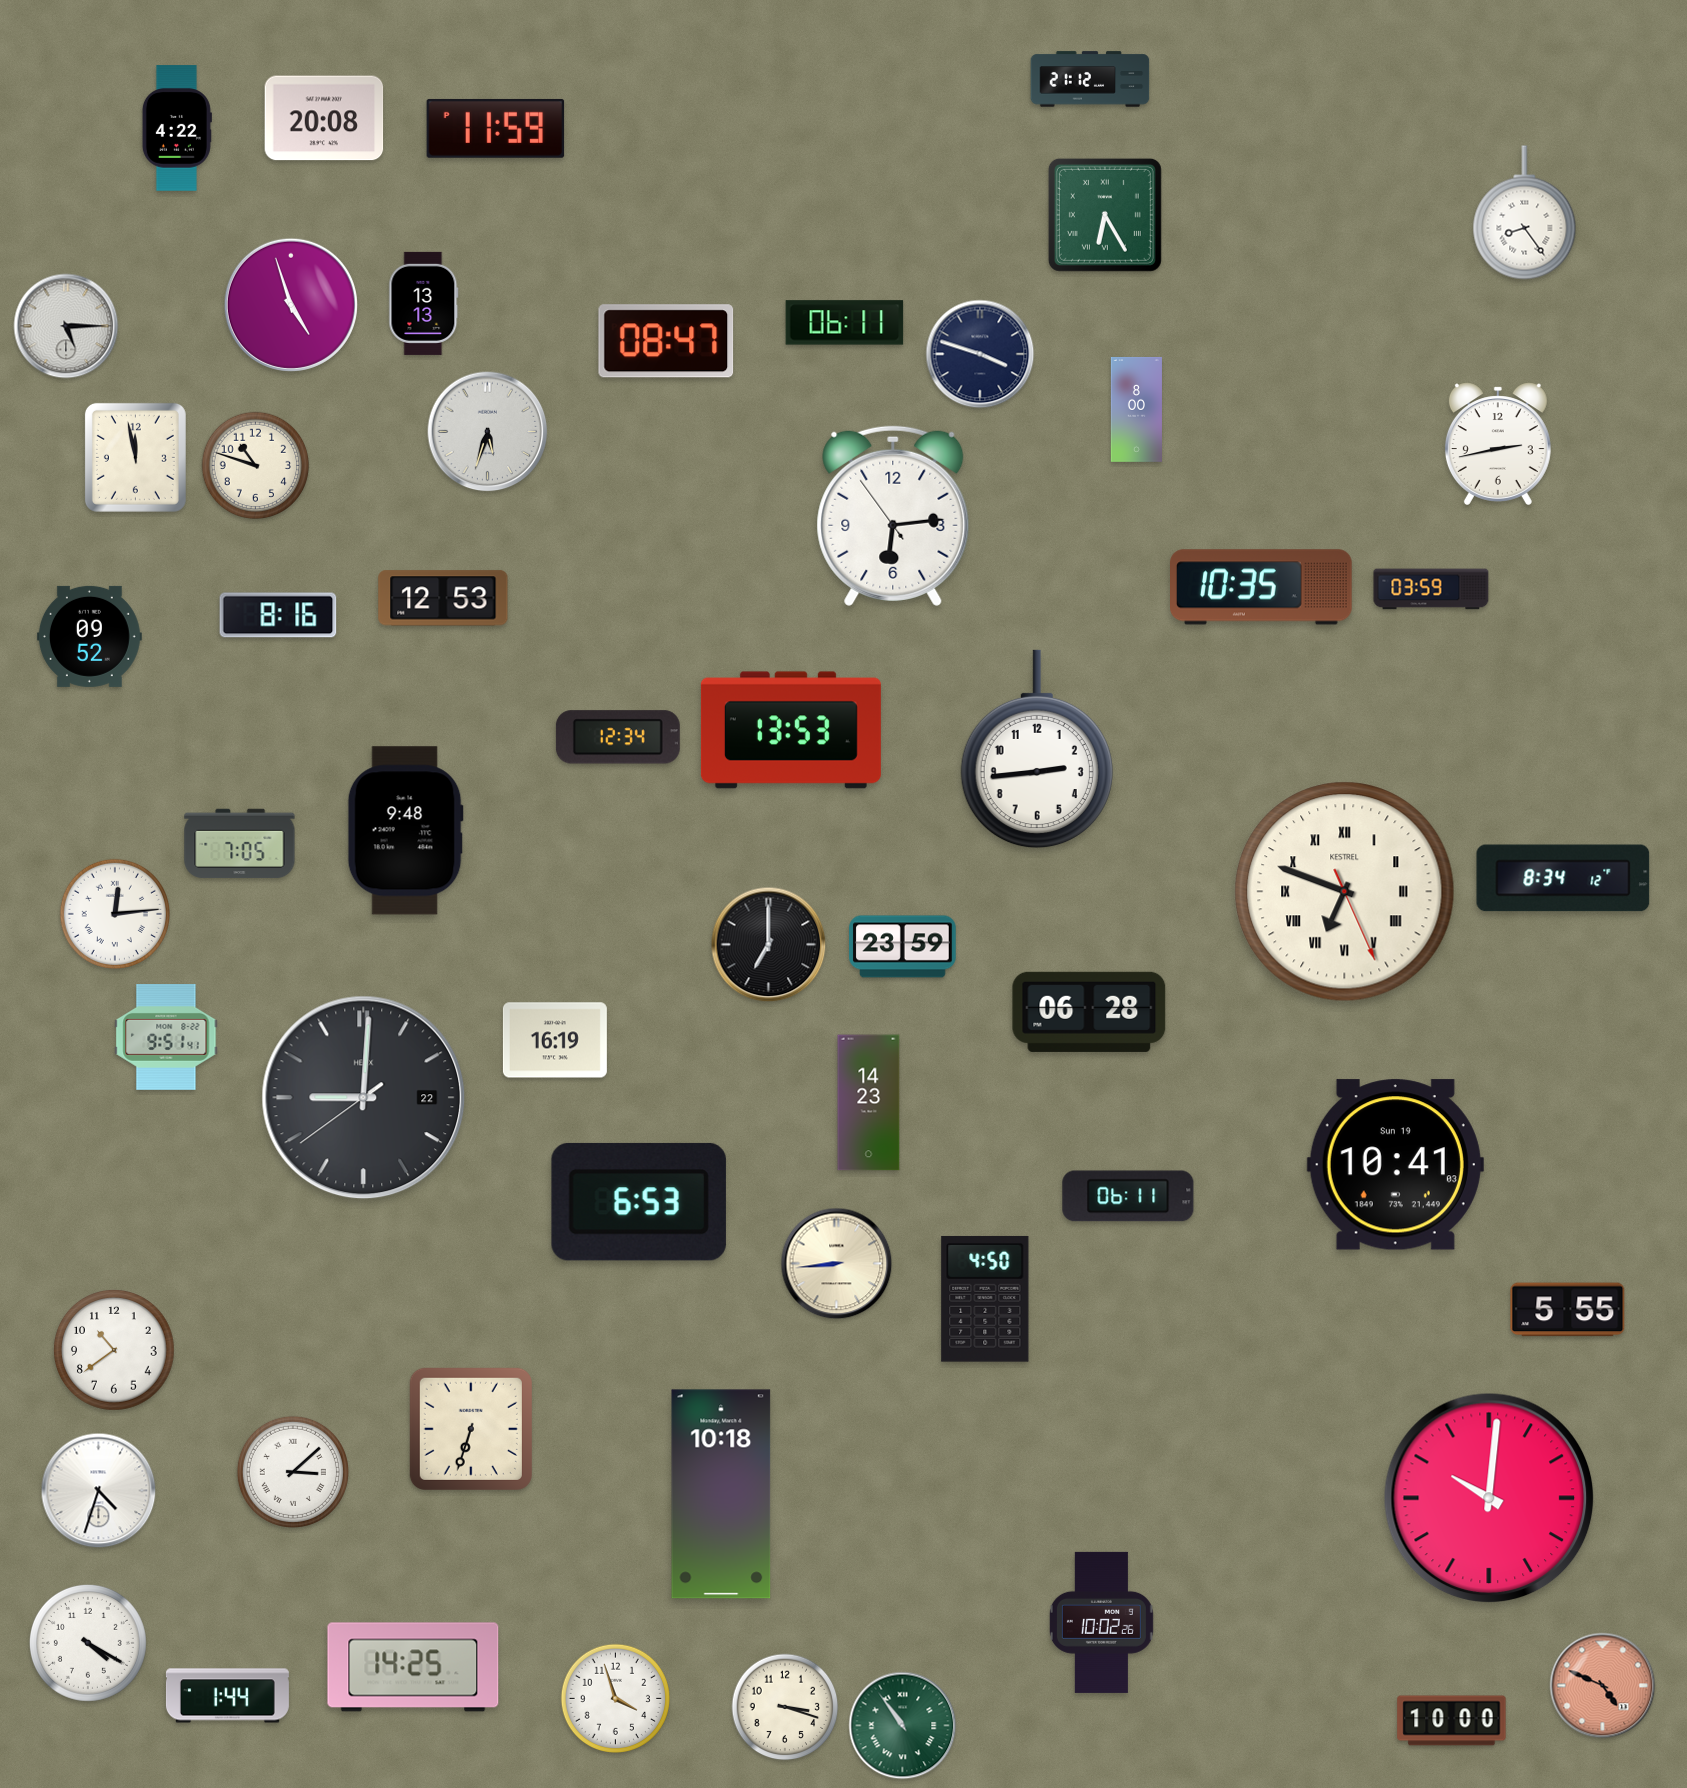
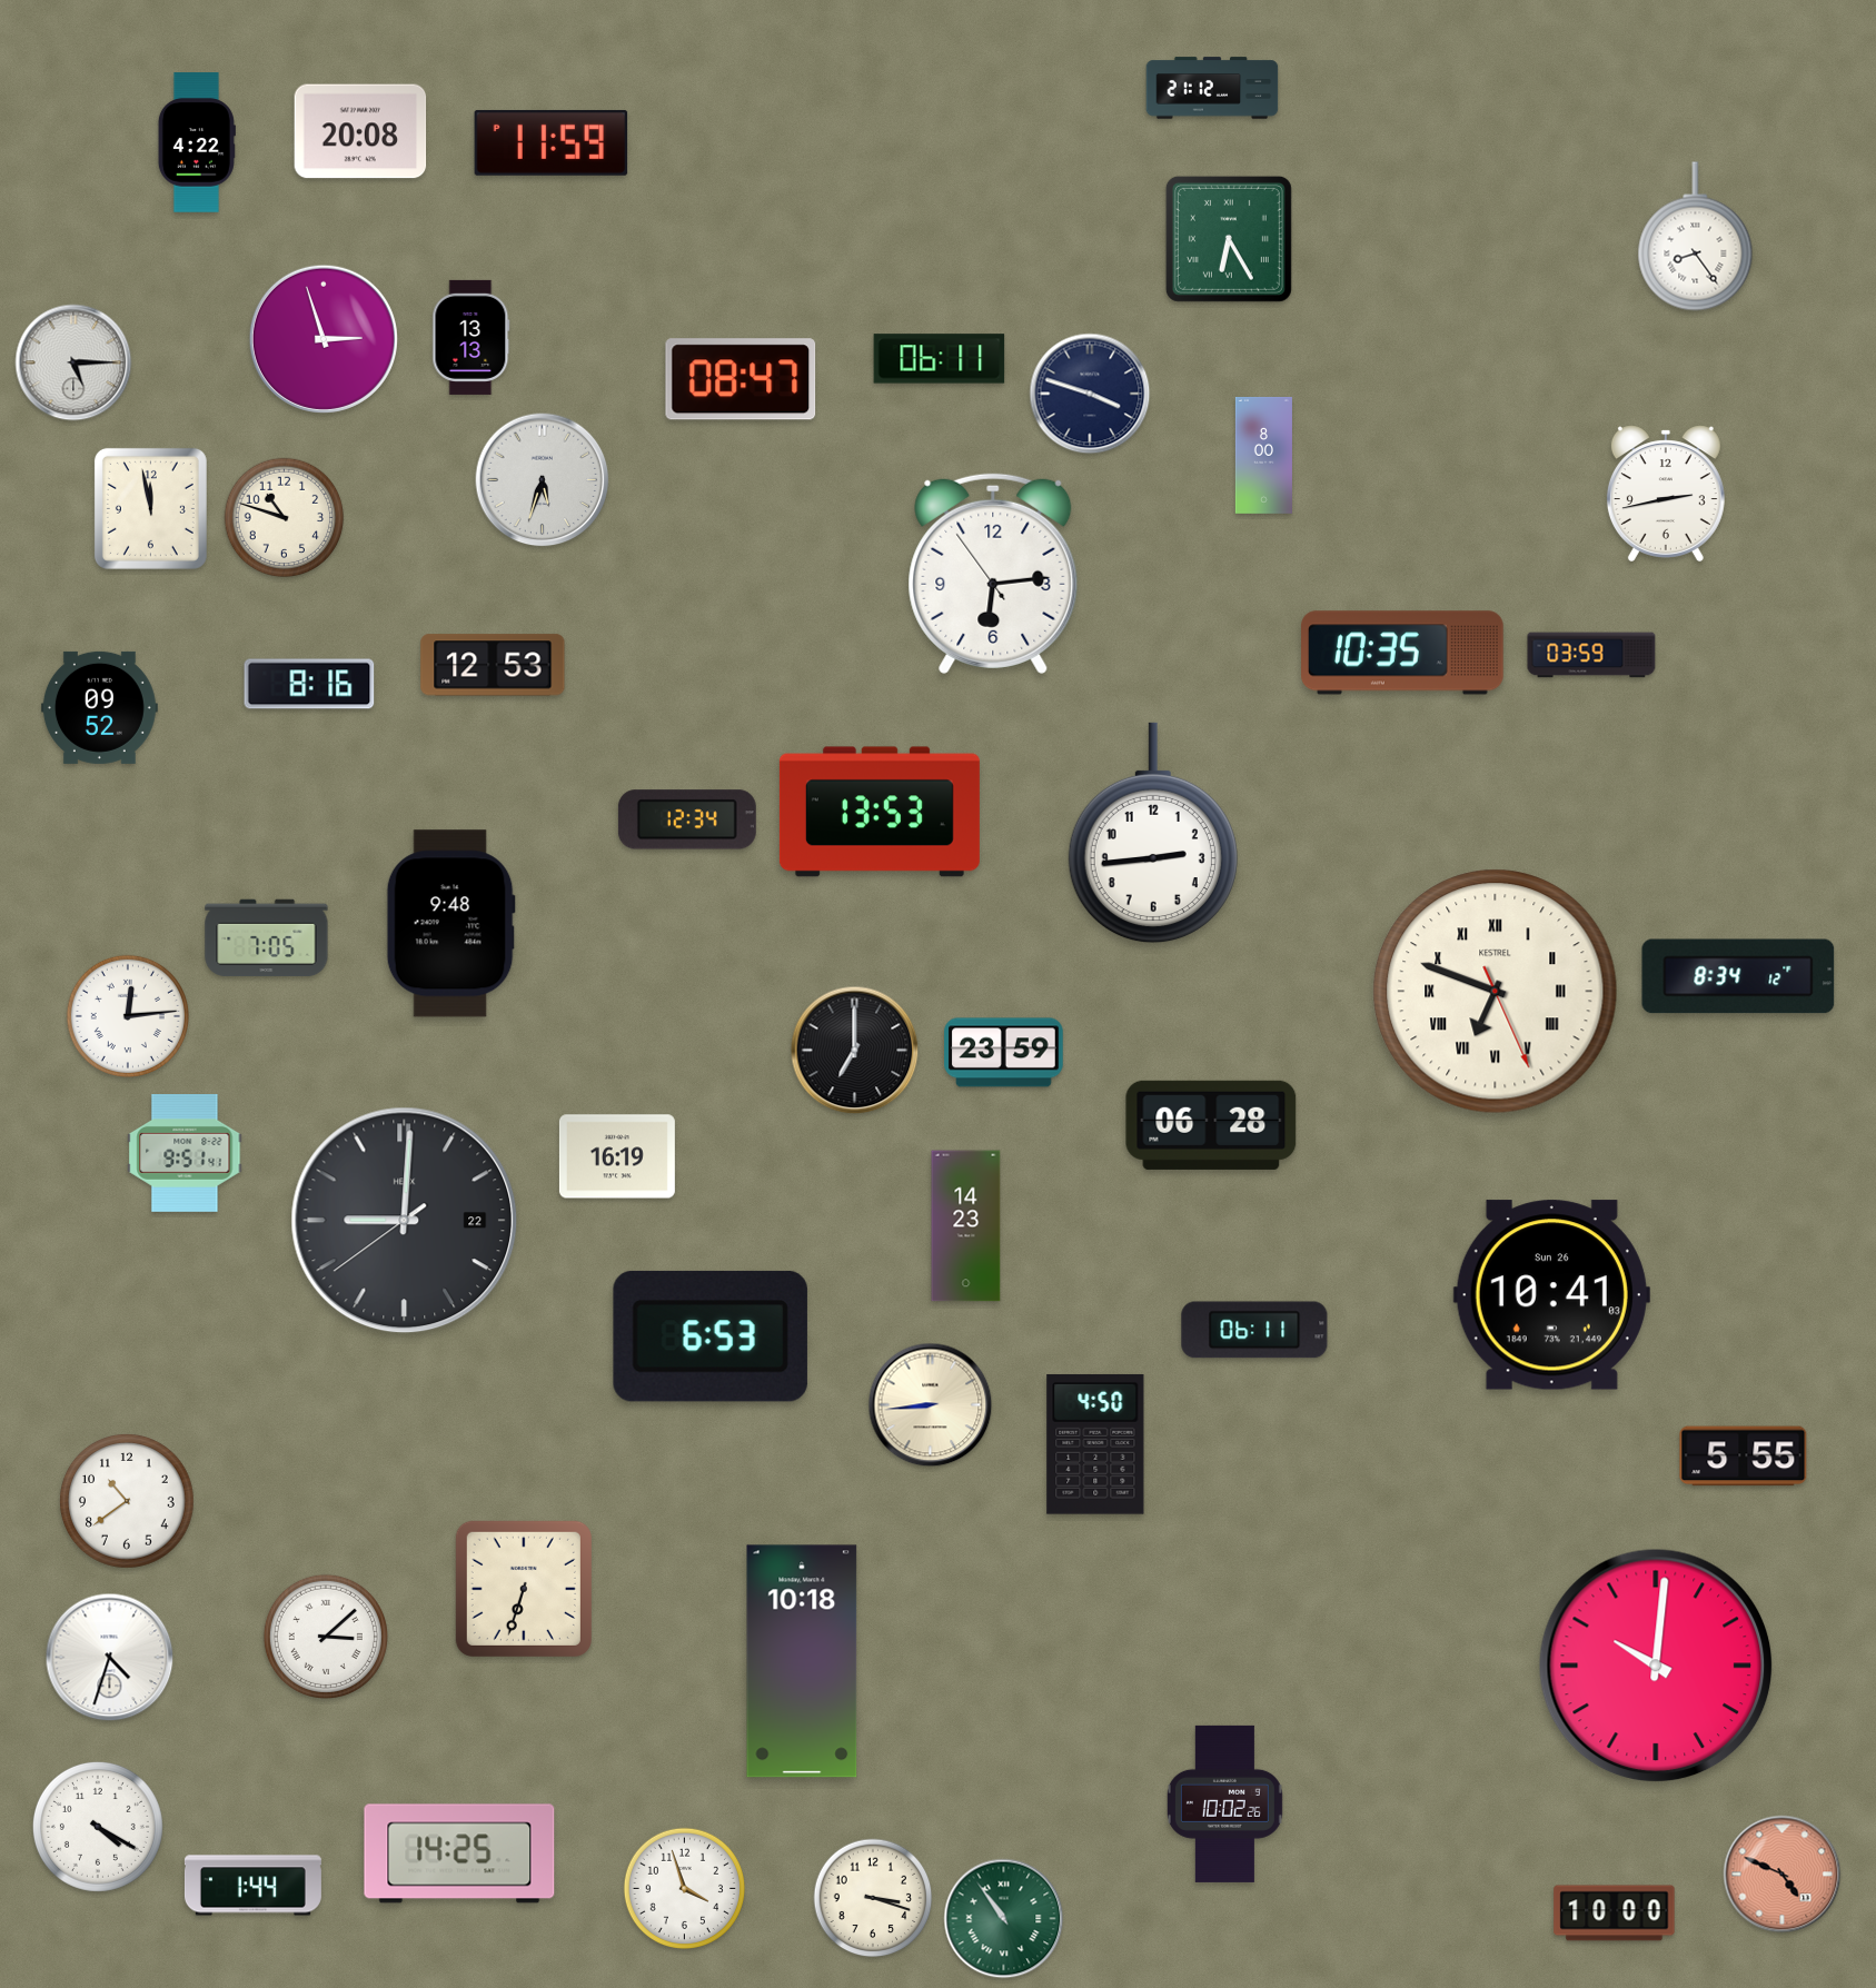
clock at (291, 305): 4:57 -> 2:57
clock at (1395, 1165) date: Sun 19 -> Sun 26
